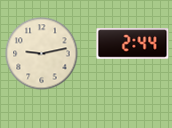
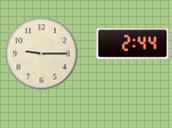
clock at (42, 54): 9:13 -> 9:15
